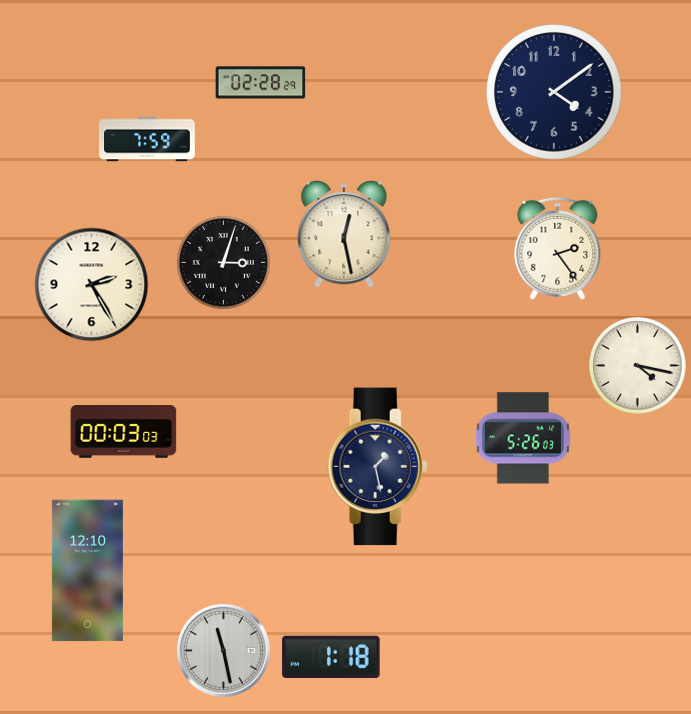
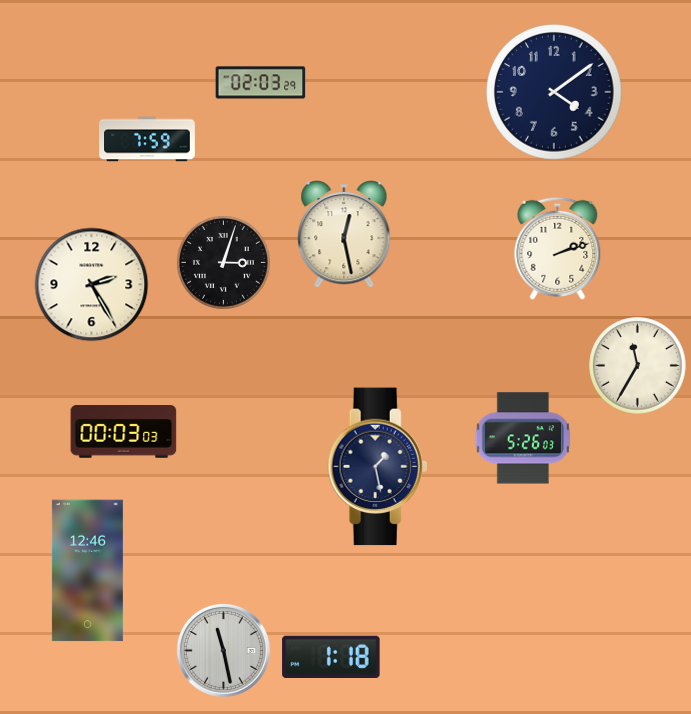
clock at (261, 83): 02:28 -> 02:03
clock at (558, 248): 2:24 -> 2:12
clock at (638, 366): 4:17 -> 11:35
clock at (87, 571): 12:10 -> 12:46
